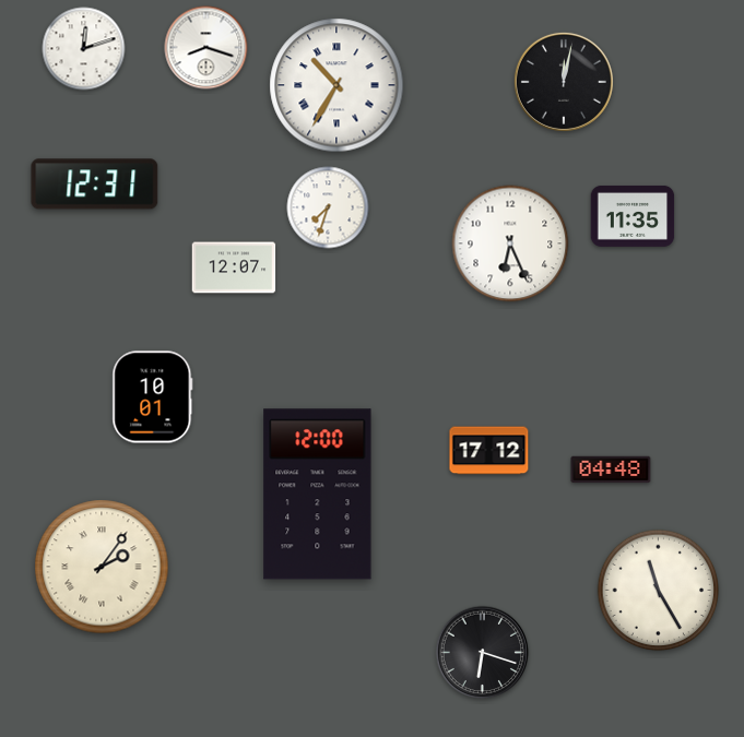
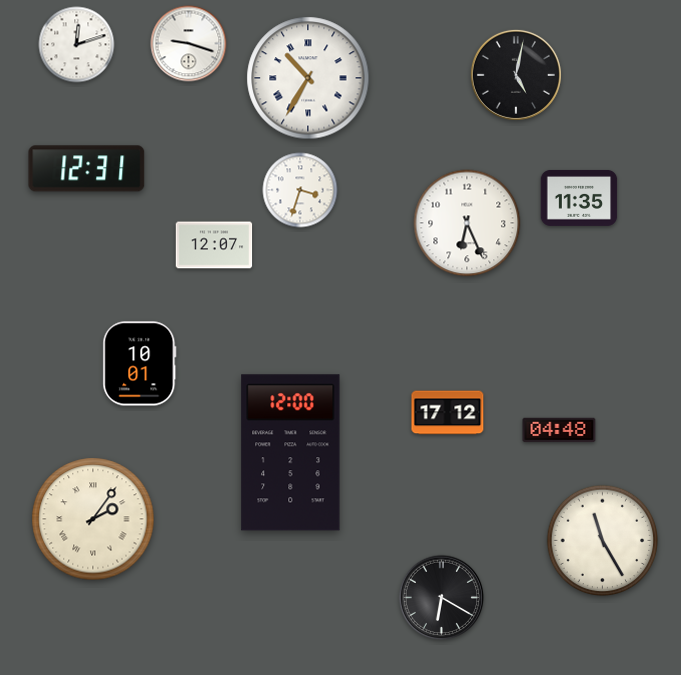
clock at (206, 48): 8:18 -> 9:18
clock at (564, 82): 12:02 -> 5:02
clock at (328, 207): 7:33 -> 3:33
clock at (483, 653): 6:18 -> 6:20
